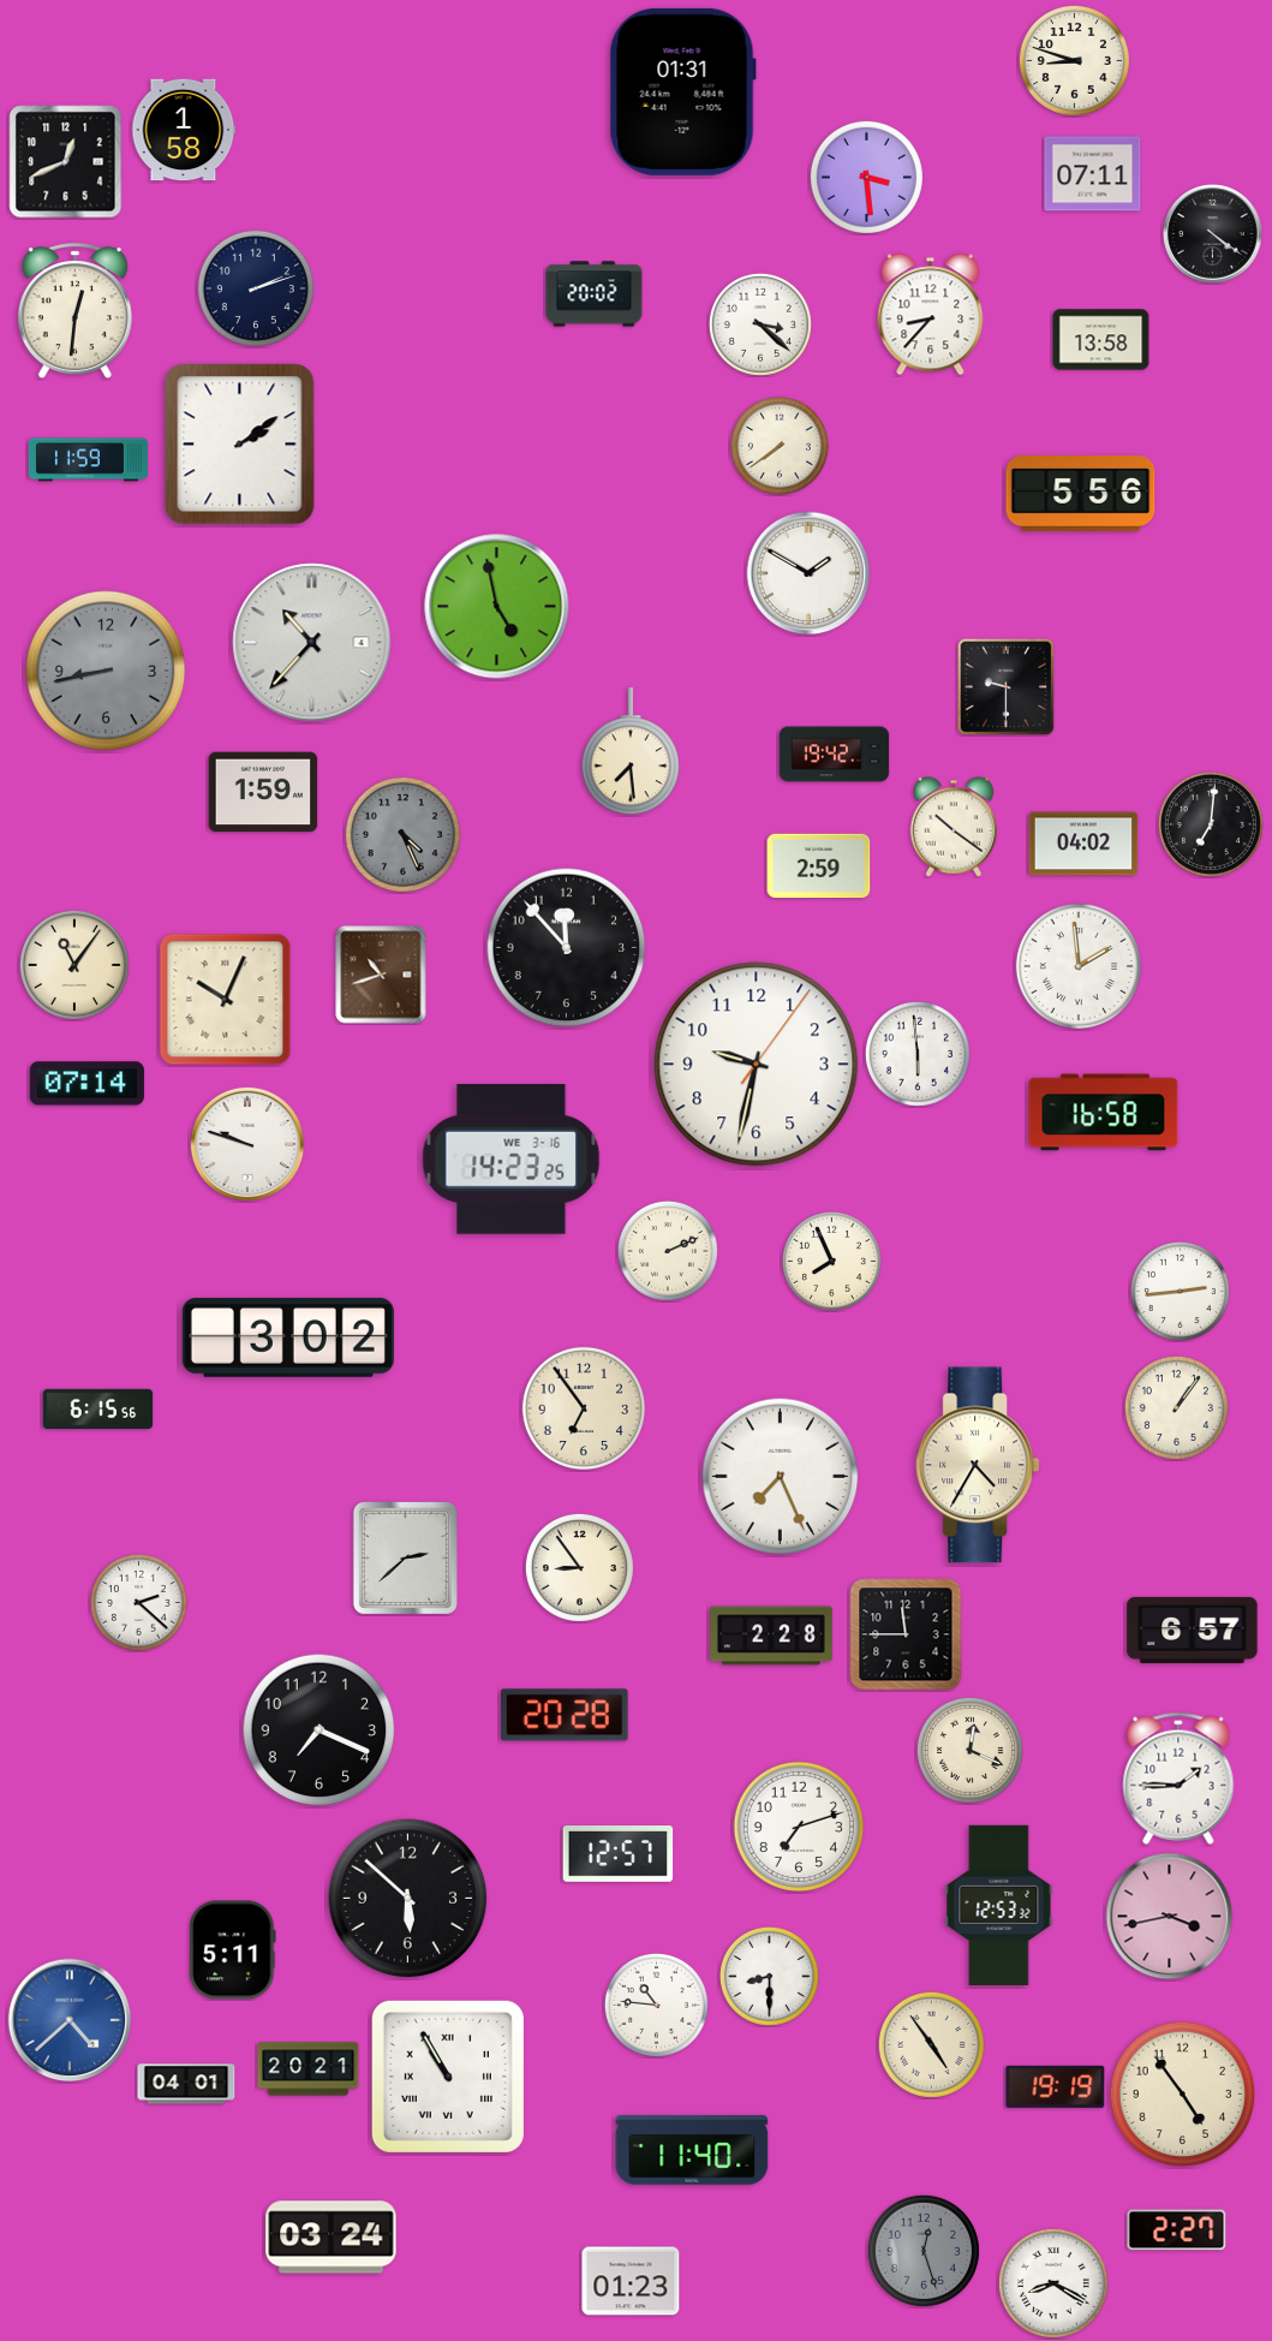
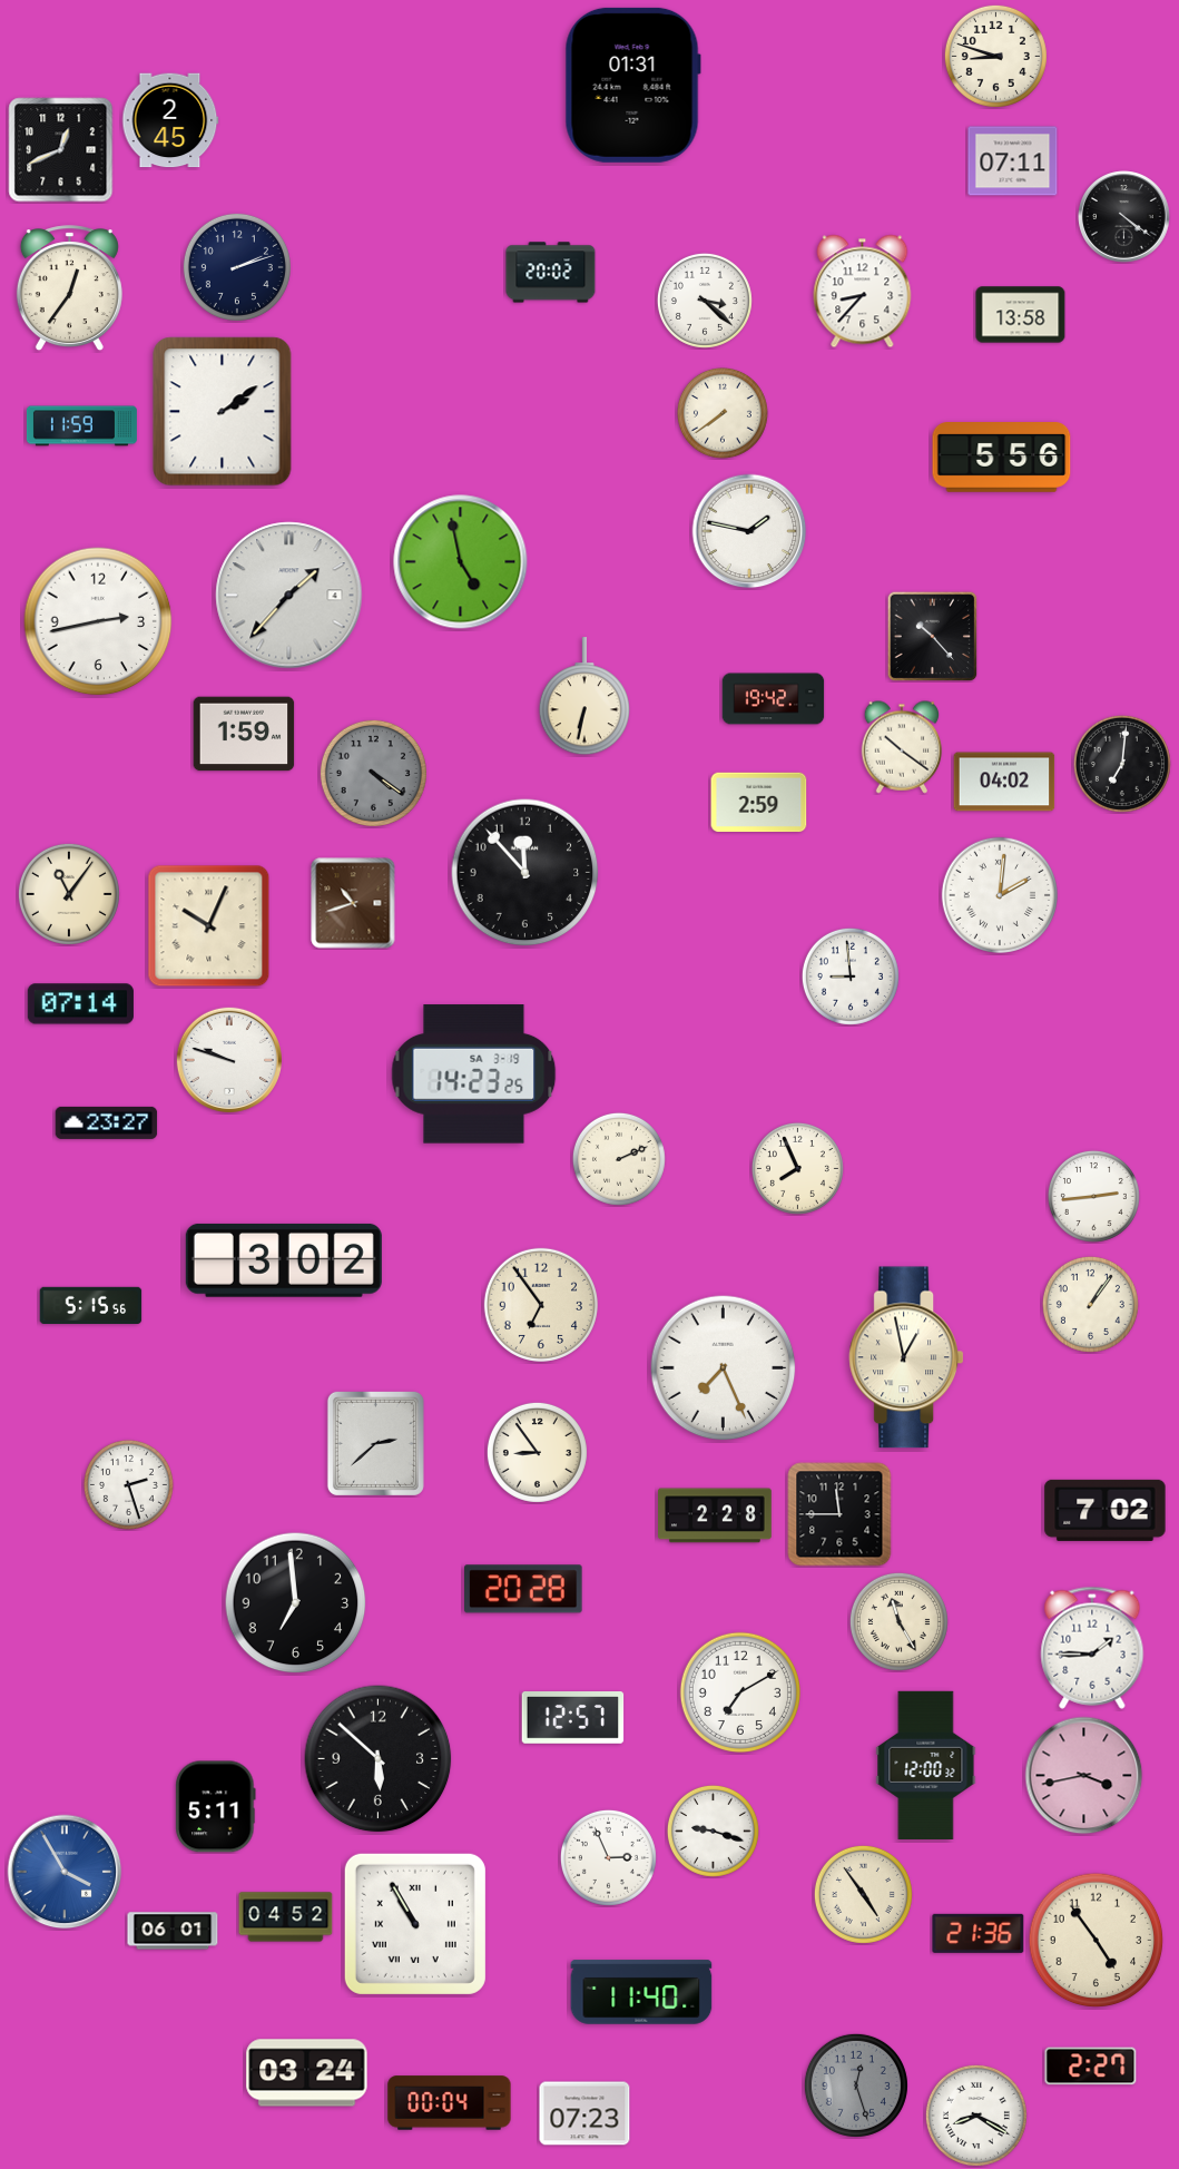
clock at (184, 130): 1:58 -> 2:45
clock at (866, 177): 3:29 -> none
clock at (74, 311): 12:31 -> 12:36
clock at (808, 573): 1:50 -> 1:47
clock at (312, 643): 10:37 -> 1:37
clock at (106, 671): 8:43 -> 2:43
clock at (106, 671) dial: grey -> white
clock at (1005, 686): 9:30 -> 10:23
clock at (631, 752): 7:29 -> 6:32
clock at (954, 827) position: (954, 827) -> (902, 747)
clock at (402, 834): 4:26 -> 4:21
clock at (567, 948) position: (567, 948) -> (525, 873)
clock at (1079, 966): 1:59 -> 2:01
clock at (918, 1054): 5:59 -> 8:59
clock at (757, 1065): 9:32 -> none
clock at (1104, 1113): 16:58 -> none
clock at (512, 1160) date: WE 3-16 -> SA 3-19
clock at (107, 1122): none -> 23:27
clock at (831, 1261) position: (831, 1261) -> (797, 1168)
clock at (288, 1338) position: (288, 1338) -> (284, 1260)
clock at (98, 1408): 6:15 -> 5:15
clock at (978, 1465): 4:35 -> 12:58
clock at (138, 1602): 2:22 -> 2:27
clock at (1193, 1630): 6:57 -> 7:02
clock at (320, 1731): 7:19 -> 6:59
clock at (969, 1750): 12:19 -> 11:25
clock at (798, 1825): 7:12 -> 7:10
clock at (999, 1905): 12:53 -> 12:00
clock at (769, 1976): 8:30 -> 9:18
clock at (656, 2005): 10:46 -> 2:56
clock at (70, 2020): 4:38 -> 3:55
clock at (309, 2069): 20:21 -> 04:52
clock at (186, 2084): 04:01 -> 06:01
clock at (1056, 2086): 19:19 -> 21:36
clock at (450, 2103): none -> 00:04
clock at (631, 2281): 01:23 -> 07:23
